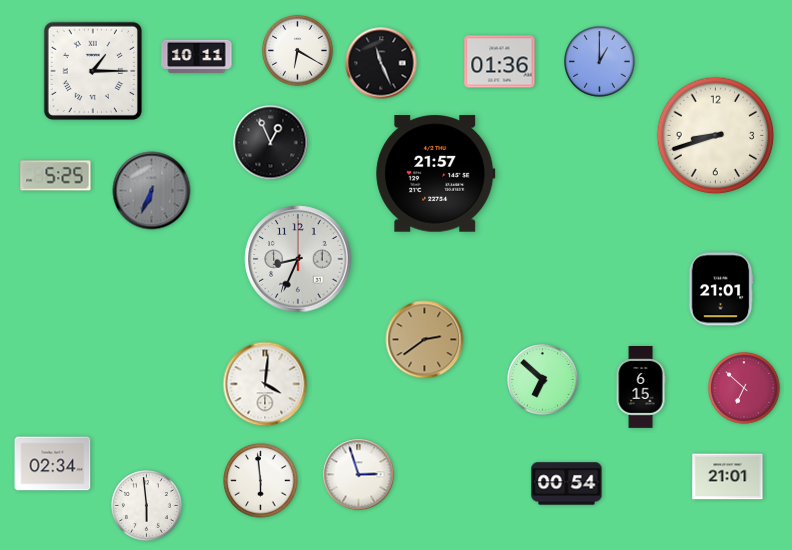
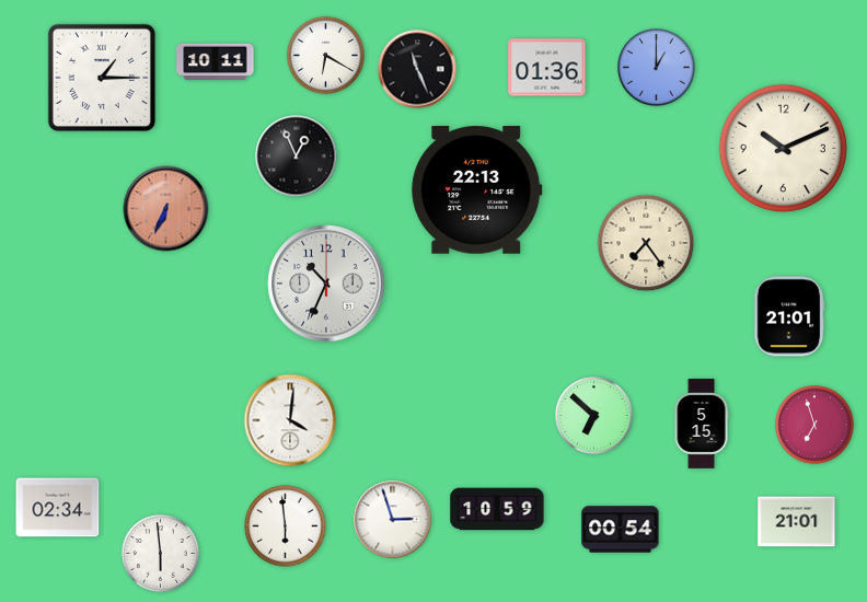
clock at (716, 136): 8:42 -> 10:11
clock at (436, 174): 21:57 -> 22:13
clock at (56, 176): 5:25 -> none
clock at (152, 191) dial: grey -> salmon
clock at (646, 243): none -> 7:24
clock at (298, 259): 8:34 -> 10:34
clock at (425, 340): 2:39 -> none
clock at (641, 388): 6:15 -> 5:15
clock at (744, 388): 6:52 -> 6:57
clock at (497, 509): none -> 10:59
